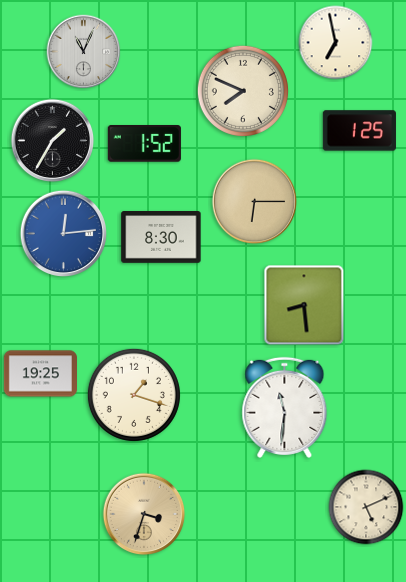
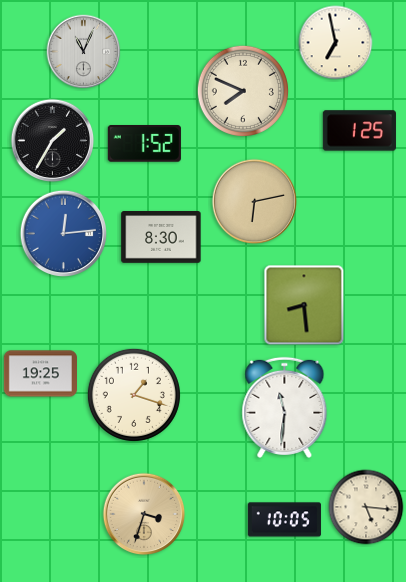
clock at (255, 202): 6:15 -> 6:13
clock at (366, 507): 5:11 -> 5:16
clock at (284, 520): none -> 10:05
